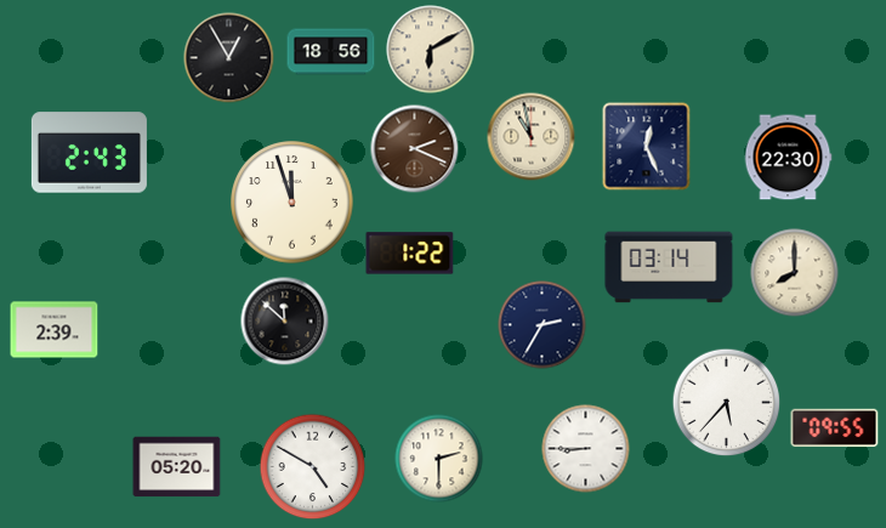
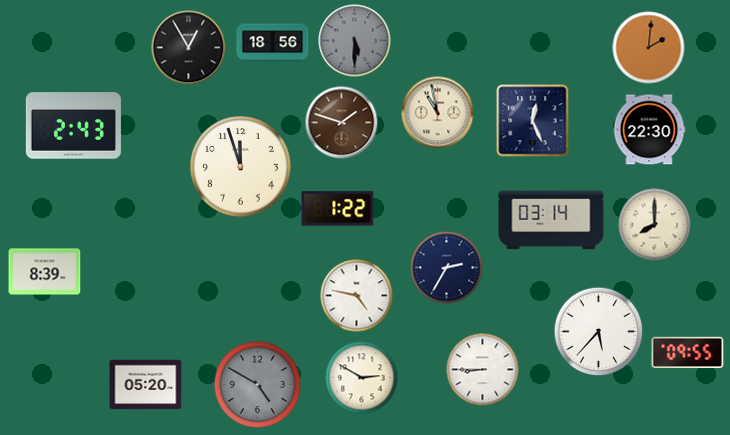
clock at (431, 50): 6:10 -> 5:30
clock at (431, 50) dial: cream -> grey
clock at (649, 48): none -> 2:01
clock at (415, 149): 2:19 -> 1:48
clock at (285, 322): 11:52 -> none
clock at (55, 330): 2:39 -> 8:39
clock at (357, 296): none -> 4:47
clock at (439, 459): 2:30 -> 2:50
clock at (313, 467) dial: white -> grey
